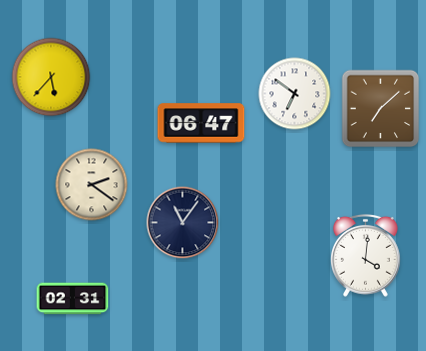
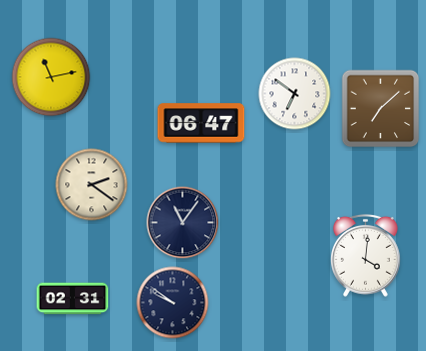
clock at (51, 77): 5:37 -> 11:13
clock at (173, 303): none -> 9:51
